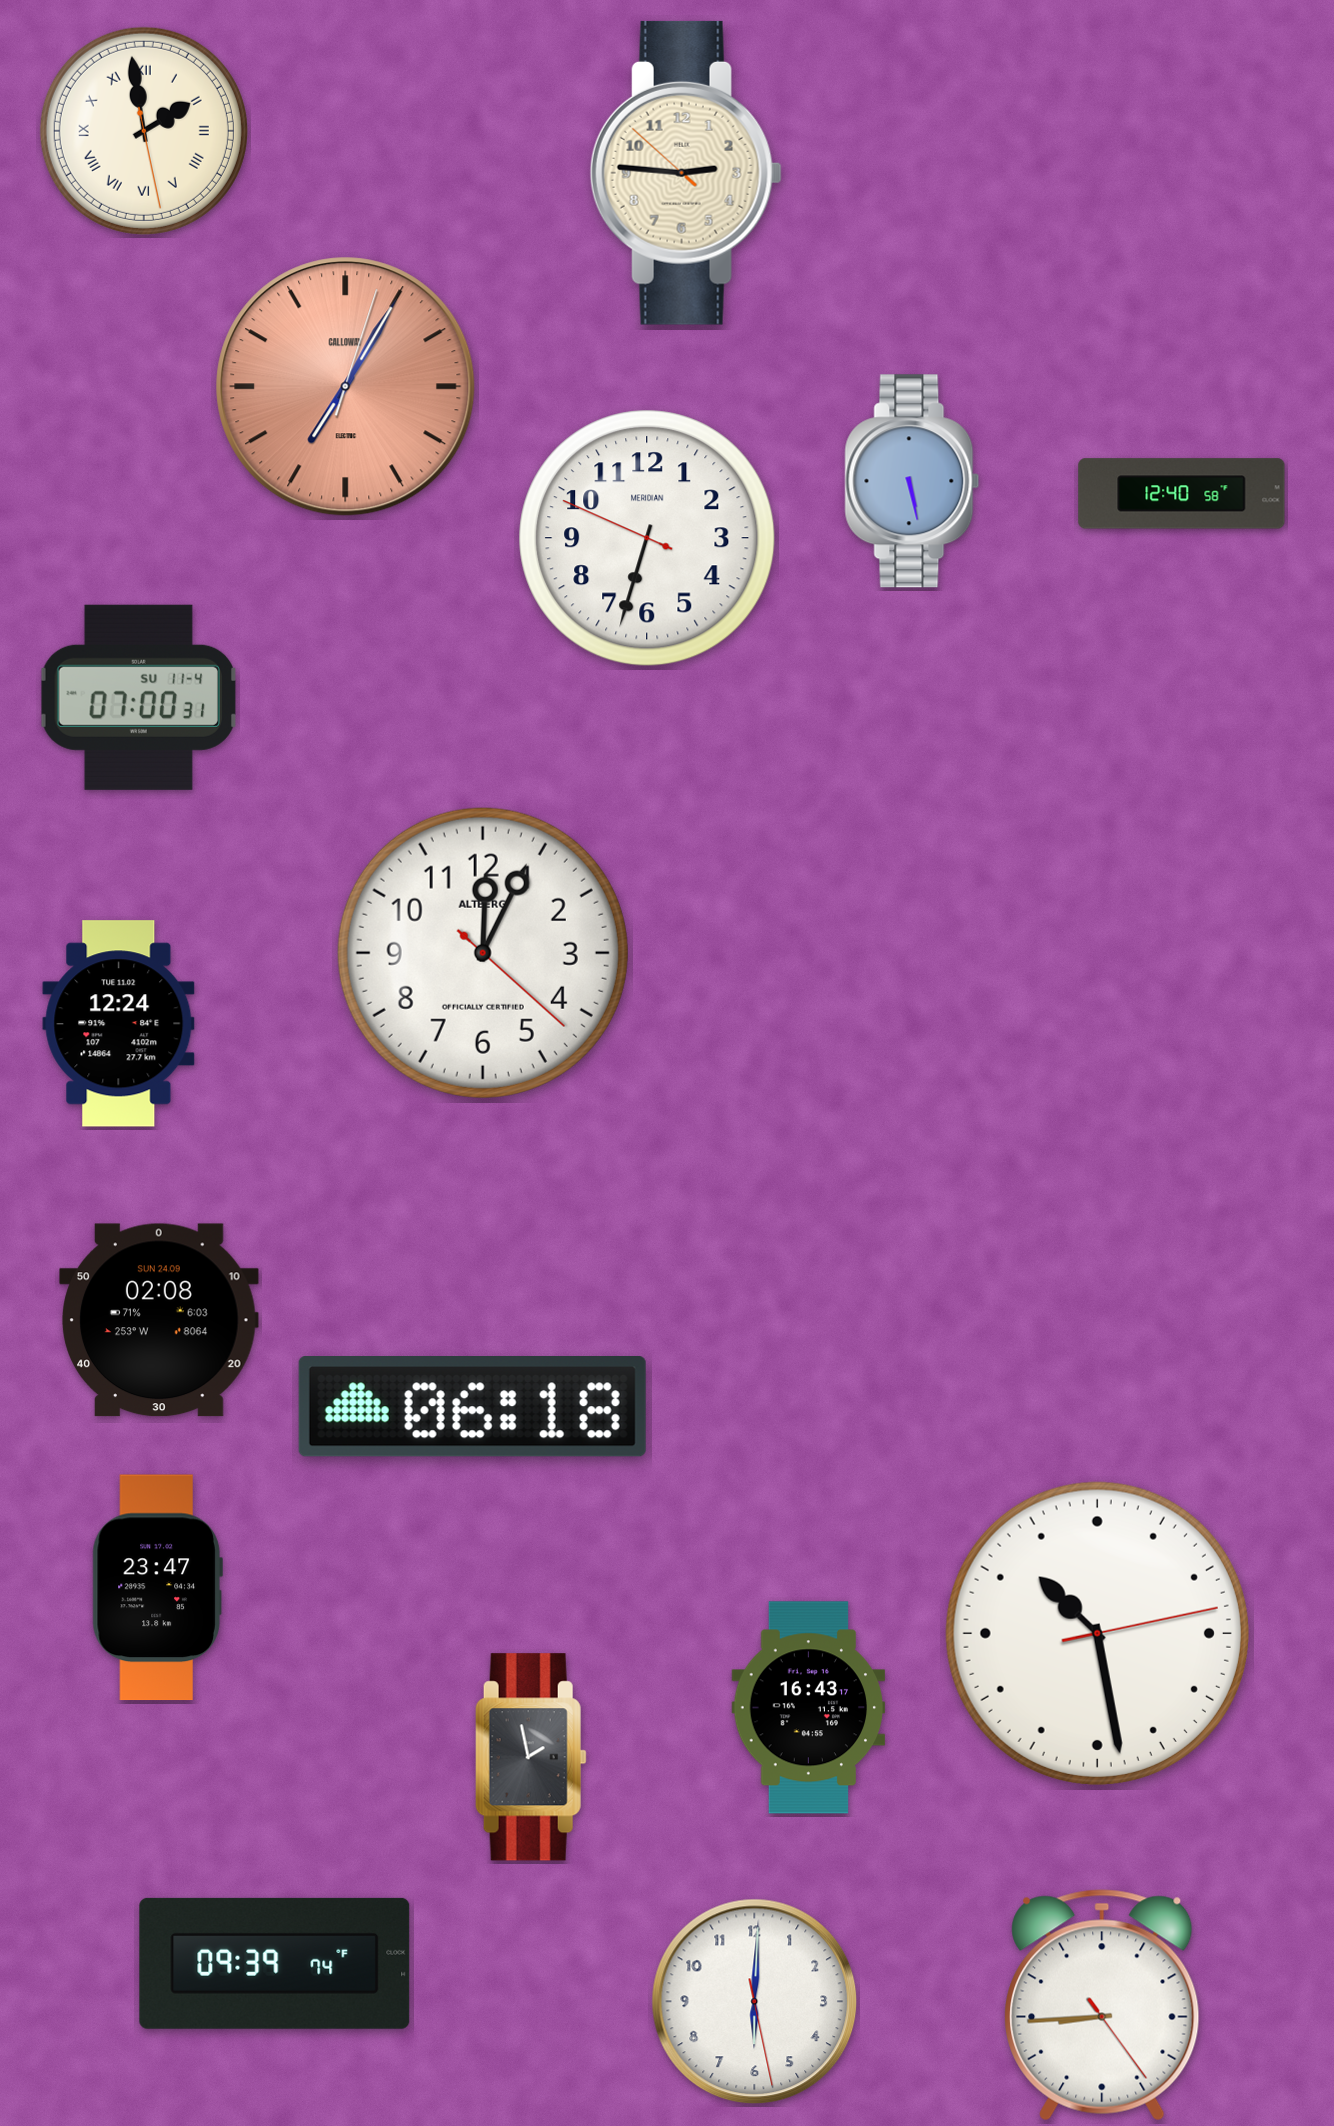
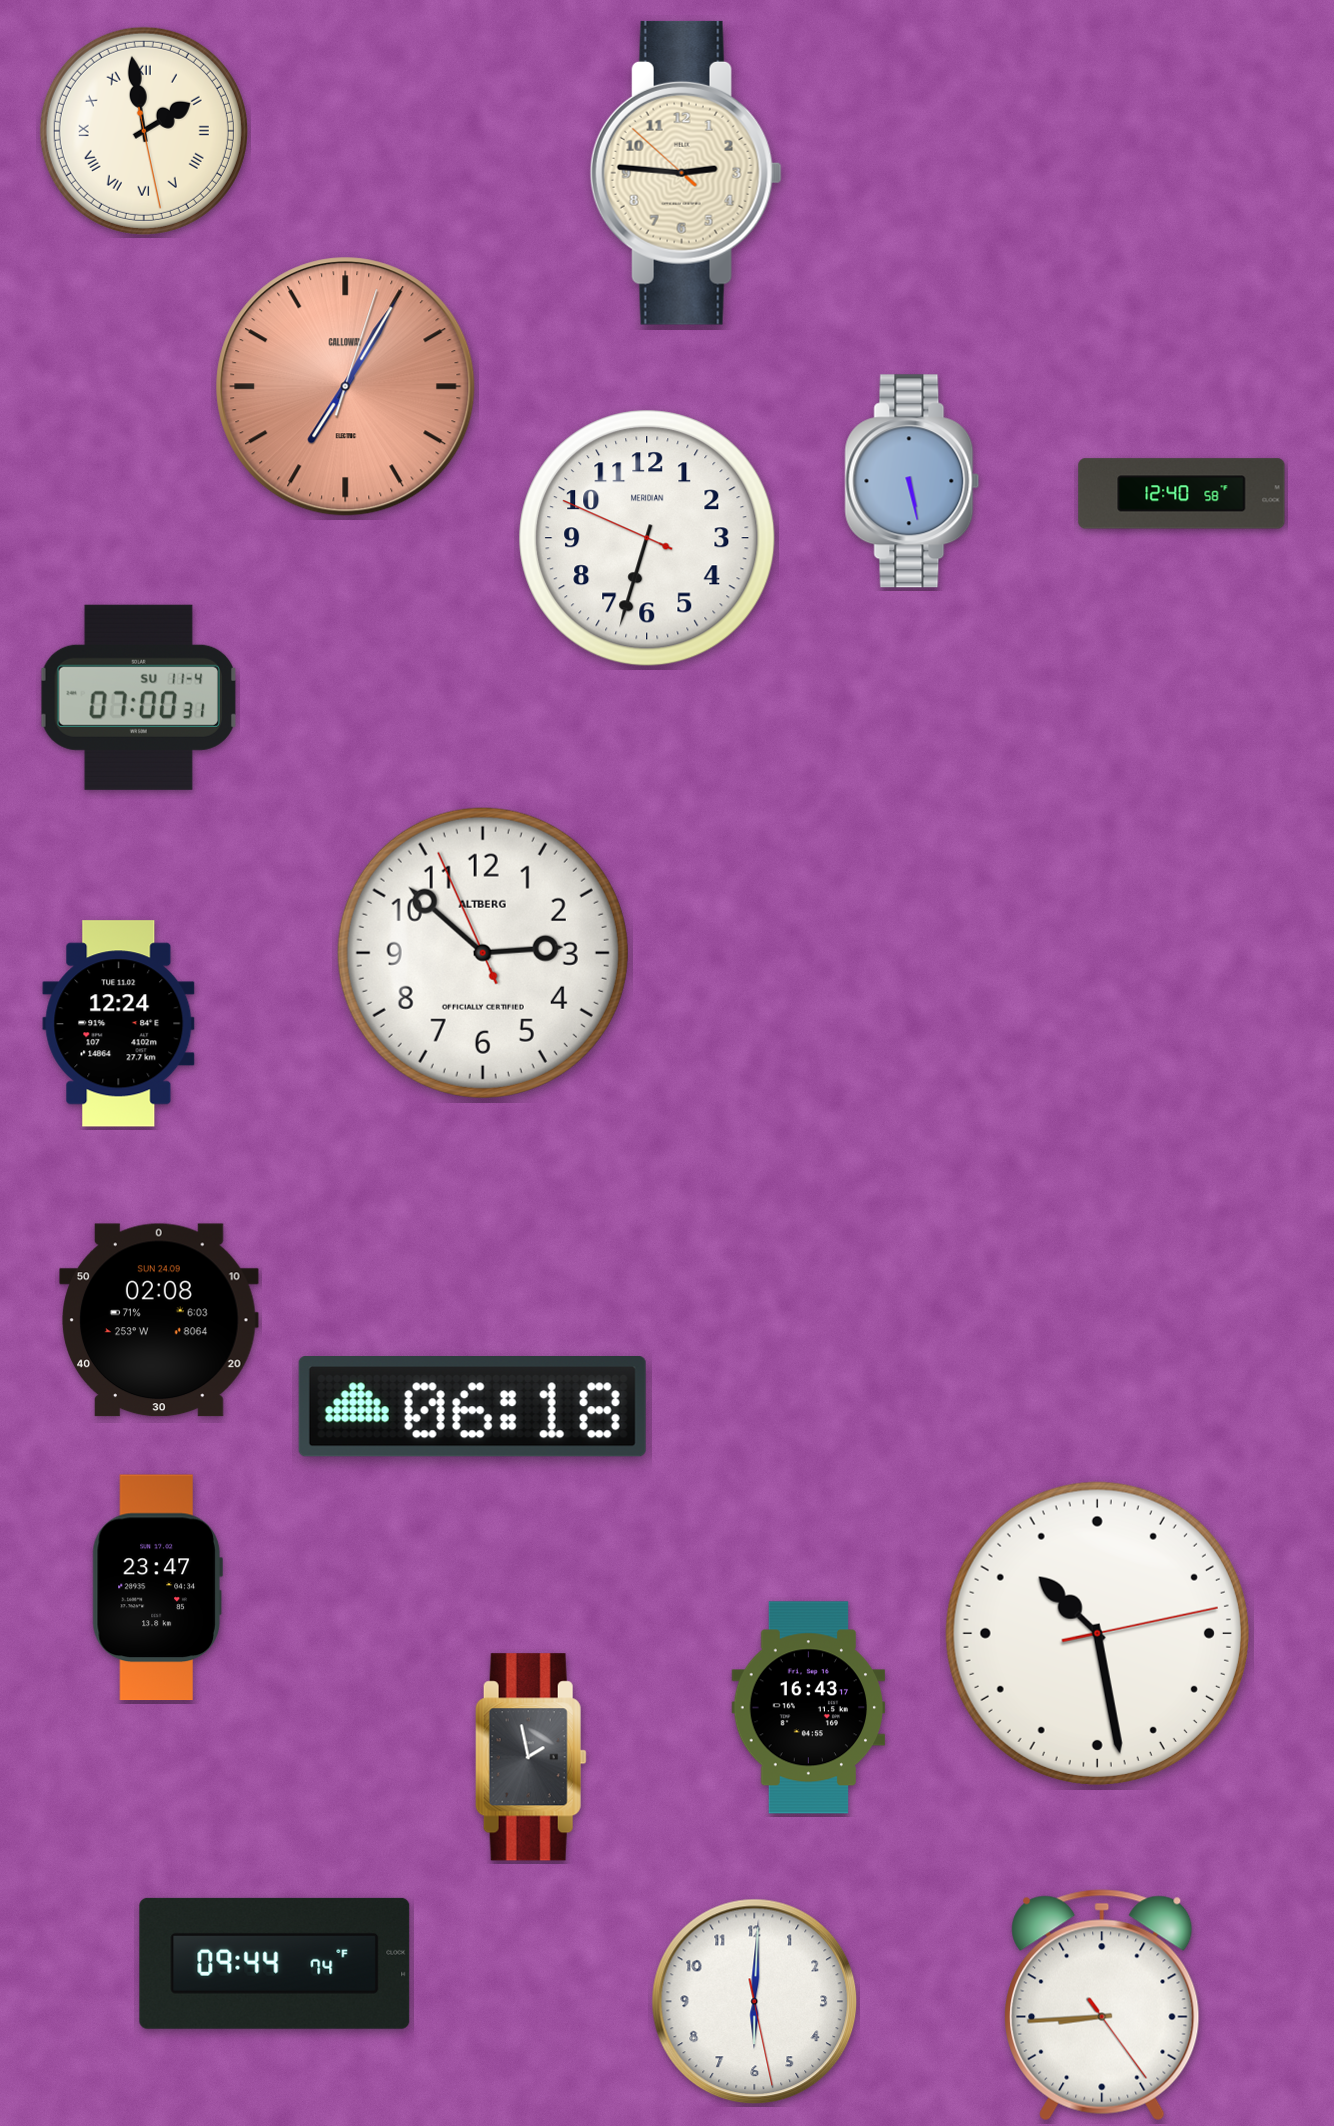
clock at (483, 953): 12:04 -> 2:51
clock at (275, 1963): 09:39 -> 09:44
